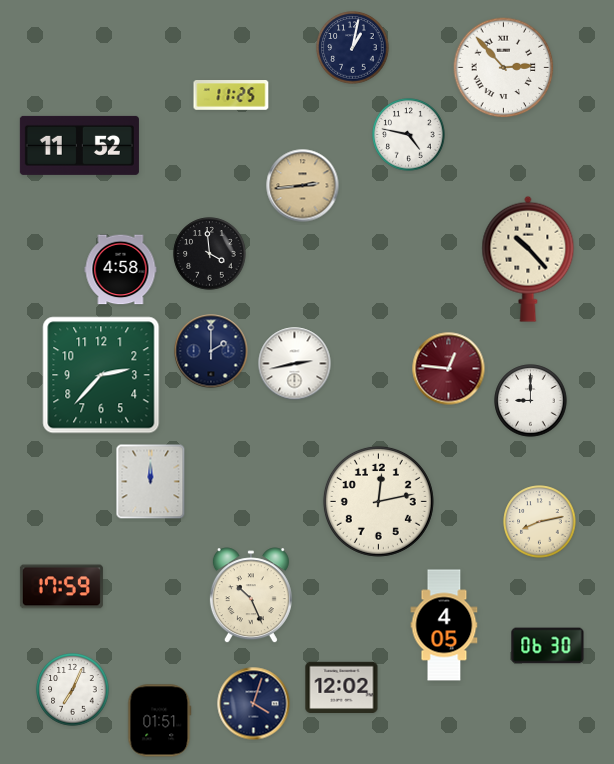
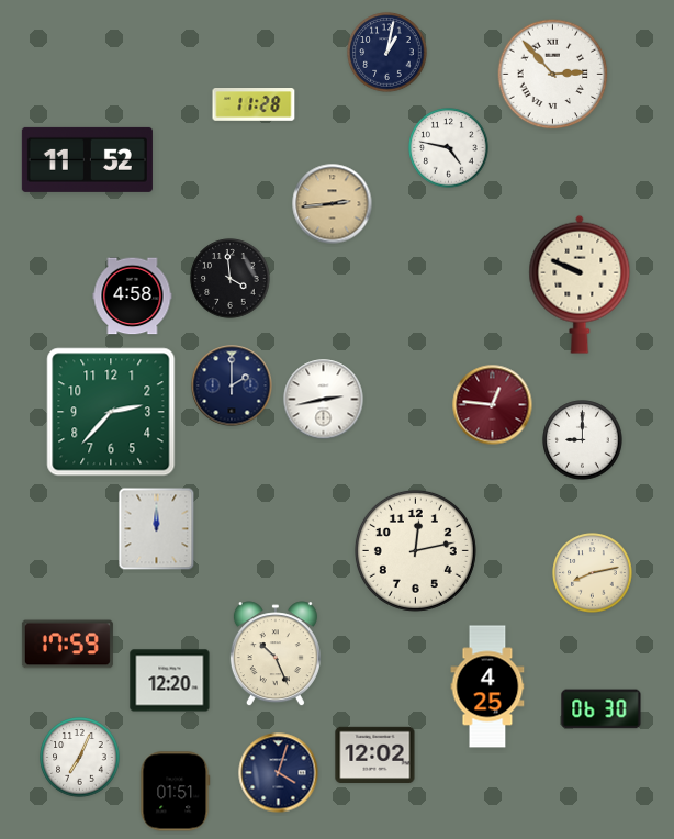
clock at (231, 96): 11:25 -> 11:28
clock at (528, 259): 10:23 -> 9:49
clock at (151, 482) position: (151, 482) -> (157, 529)
clock at (170, 681): none -> 12:20
clock at (444, 625): 4:05 -> 4:25
